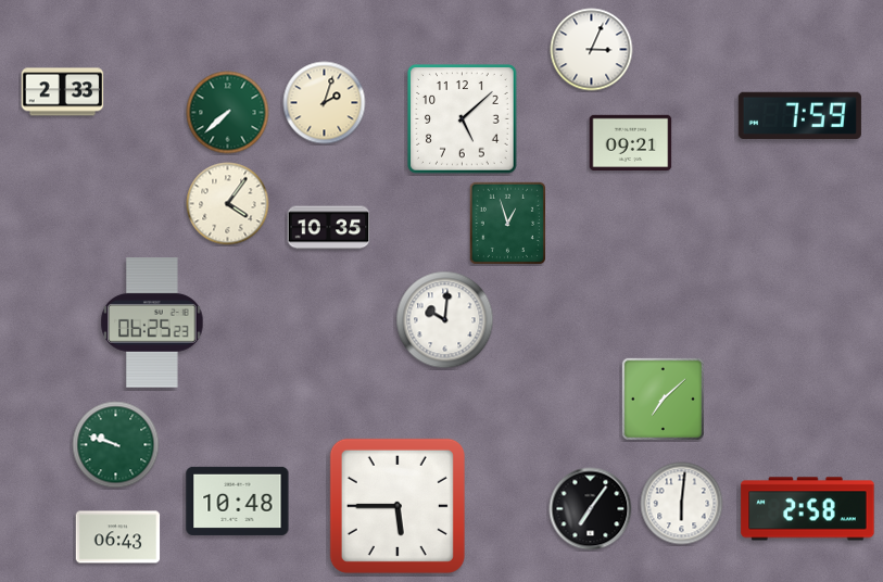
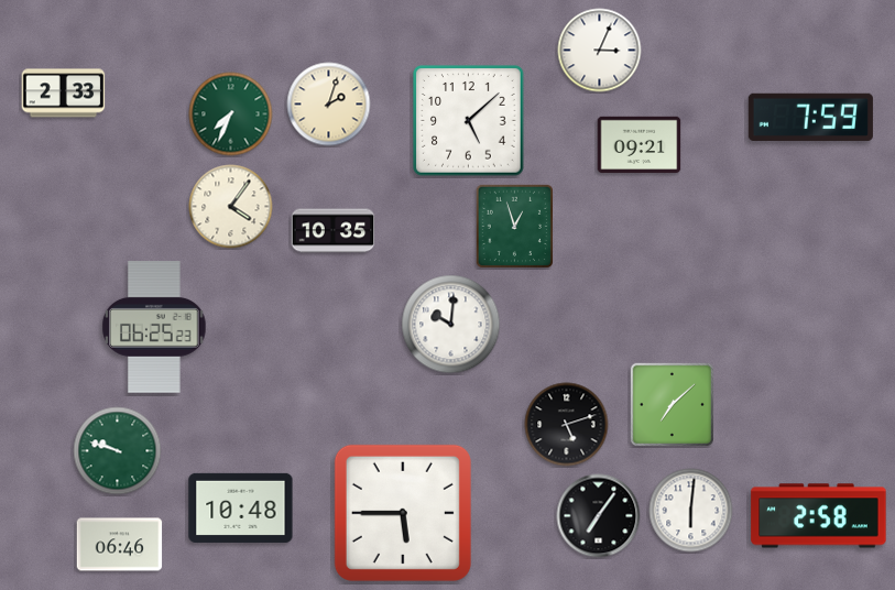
clock at (228, 113): 7:38 -> 7:34
clock at (567, 425): none -> 5:12
clock at (118, 537): 06:43 -> 06:46
